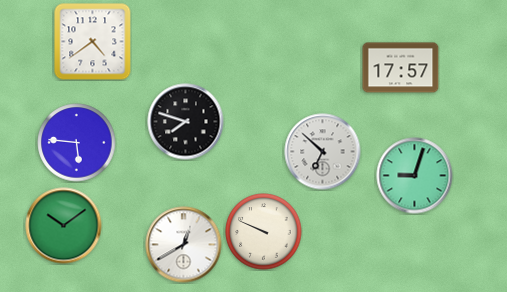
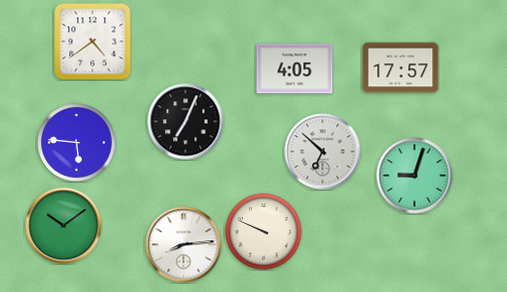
clock at (295, 69): none -> 4:05
clock at (186, 122): 7:48 -> 7:04
clock at (184, 245): 12:40 -> 8:14
